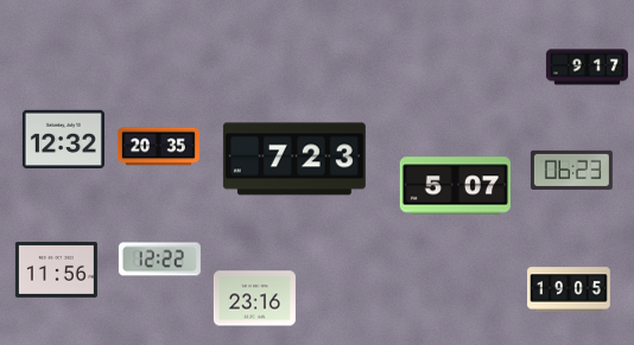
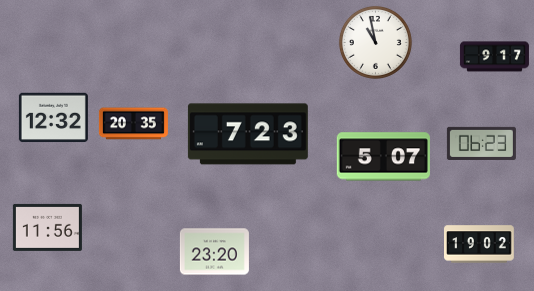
clock at (375, 42): none -> 10:58
clock at (159, 260): 12:22 -> none
clock at (570, 289): 19:05 -> 19:02
clock at (254, 299): 23:16 -> 23:20
